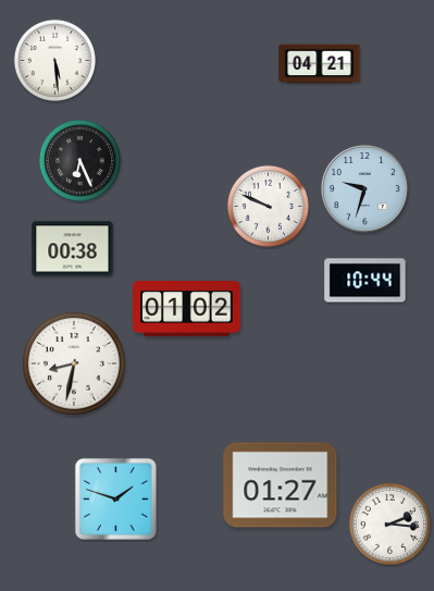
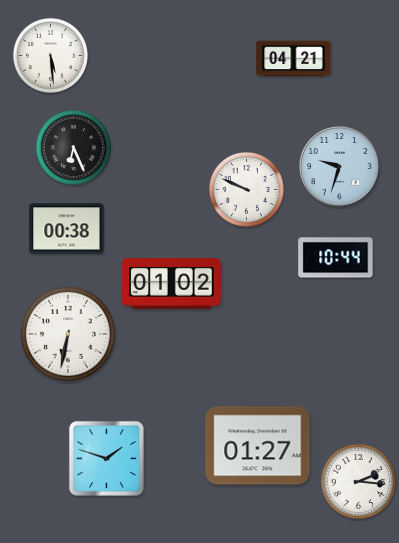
clock at (364, 188) position: (364, 188) -> (339, 166)
clock at (74, 364): 8:32 -> 6:32
